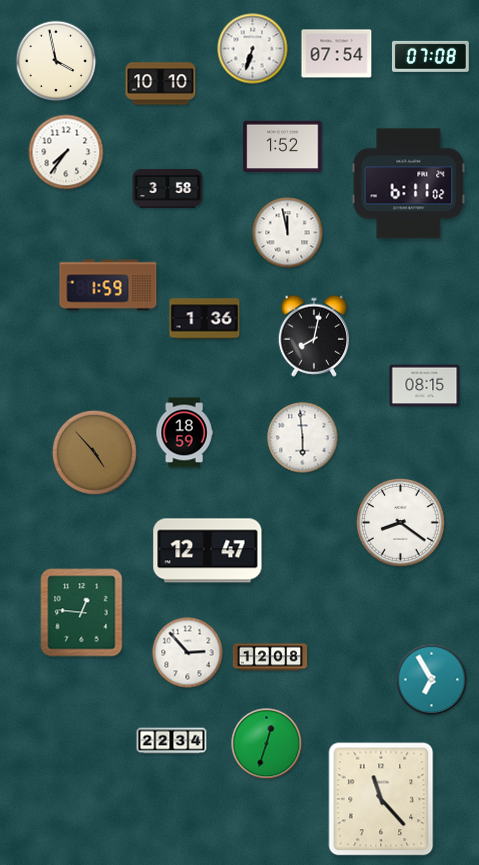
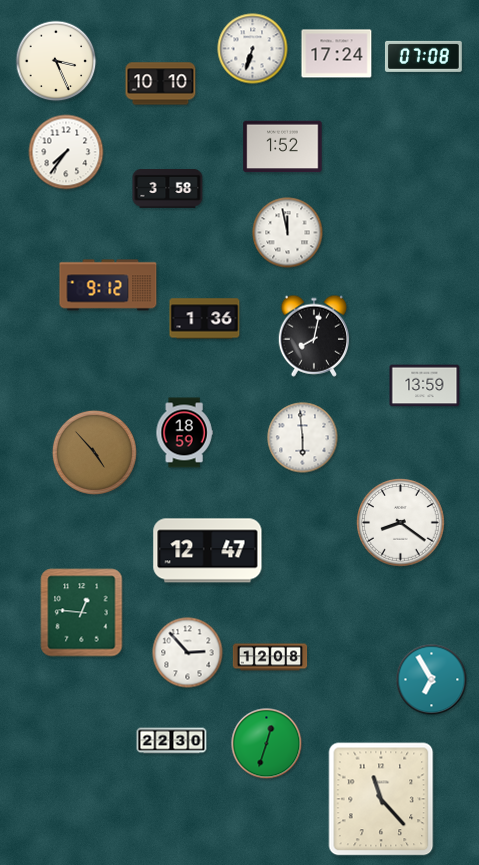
clock at (337, 54): 07:54 -> 17:24
clock at (430, 56) position: (430, 56) -> (423, 56)
clock at (56, 61): 3:58 -> 3:26
clock at (409, 184): 6:11 -> none
clock at (108, 285): 1:59 -> 9:12
clock at (425, 386): 08:15 -> 13:59
clock at (172, 741): 22:34 -> 22:30
